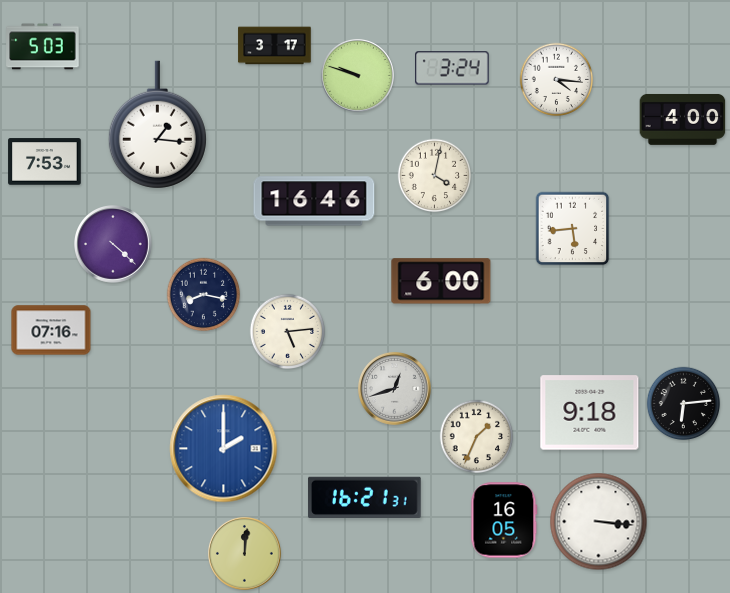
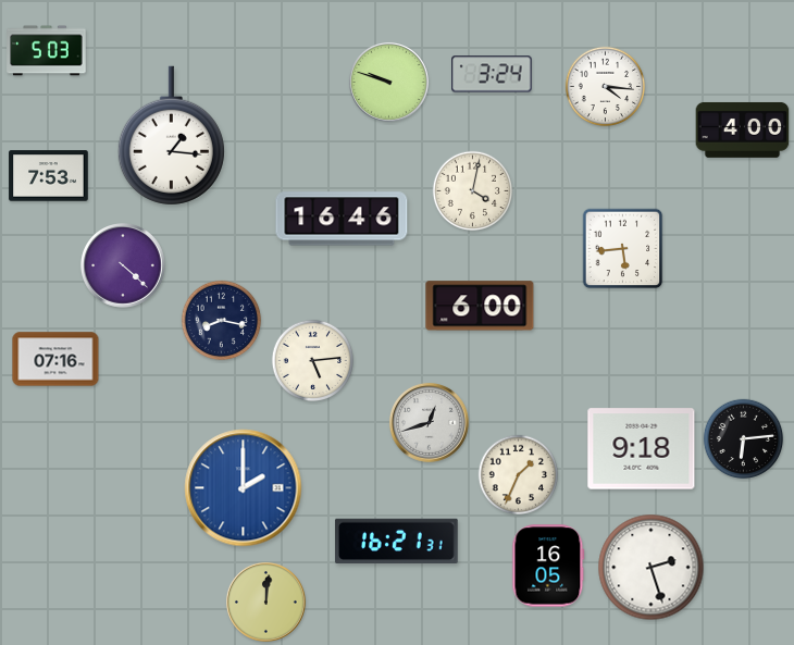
clock at (275, 46): 3:17 -> none
clock at (599, 522): 3:16 -> 2:27
